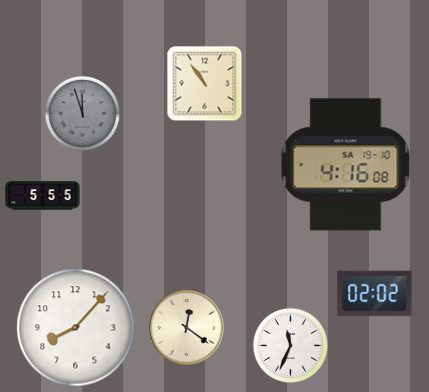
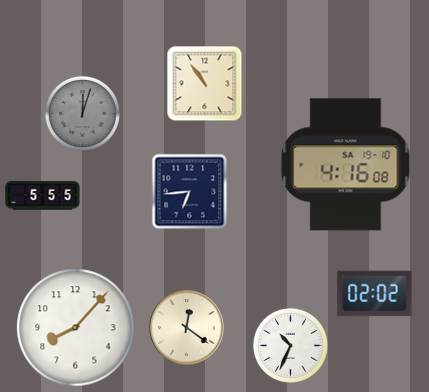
clock at (82, 113): 11:57 -> 12:03
clock at (190, 192): none -> 6:44
clock at (290, 345): 11:34 -> 10:34
